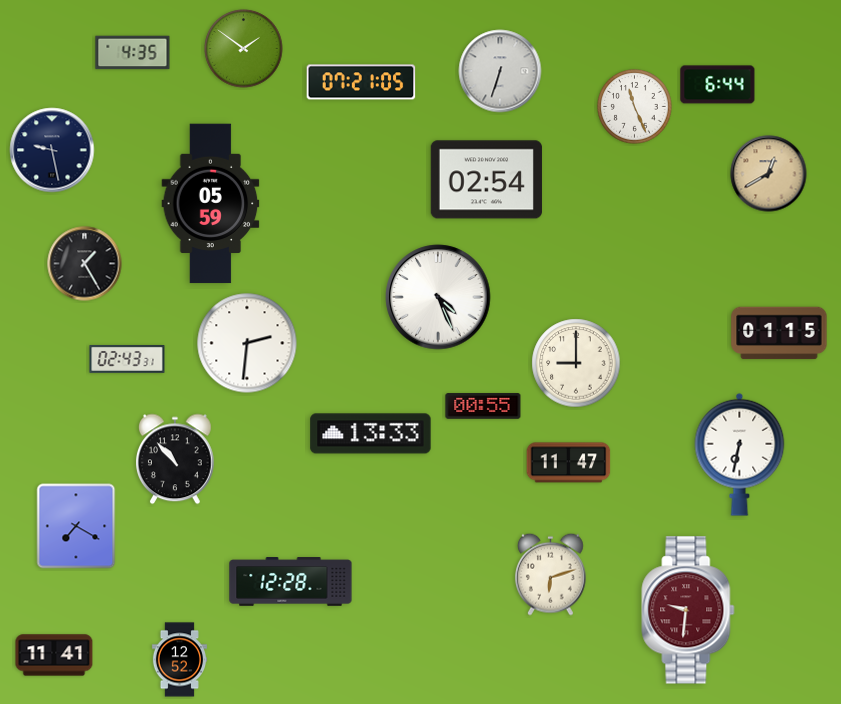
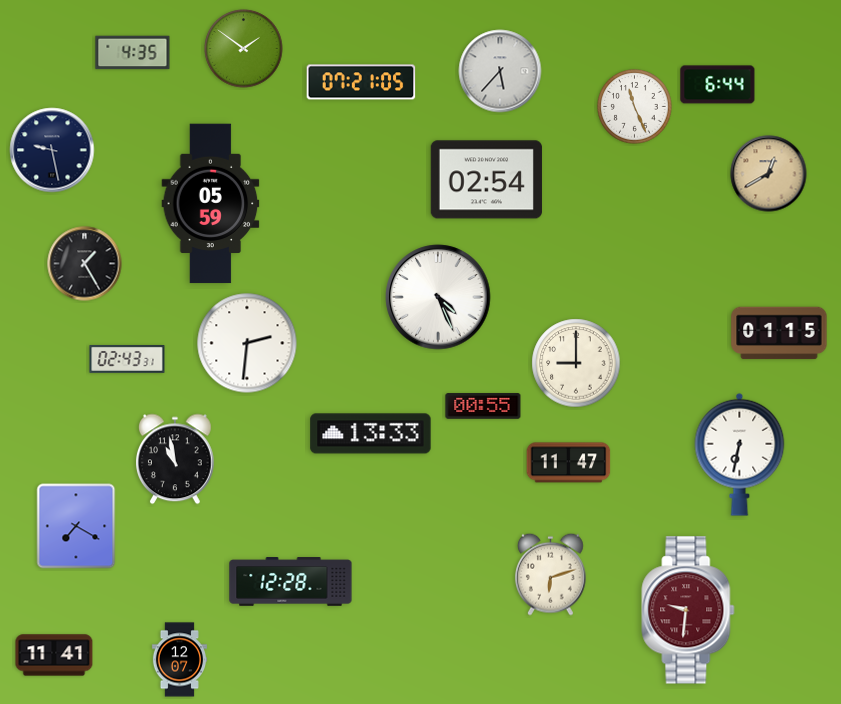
clock at (500, 71): 6:33 -> 5:37
clock at (176, 459): 10:53 -> 10:58
clock at (179, 660): 12:52 -> 12:07
